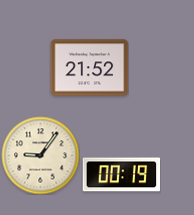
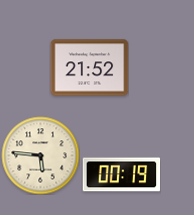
clock at (40, 155): 9:06 -> 5:46
